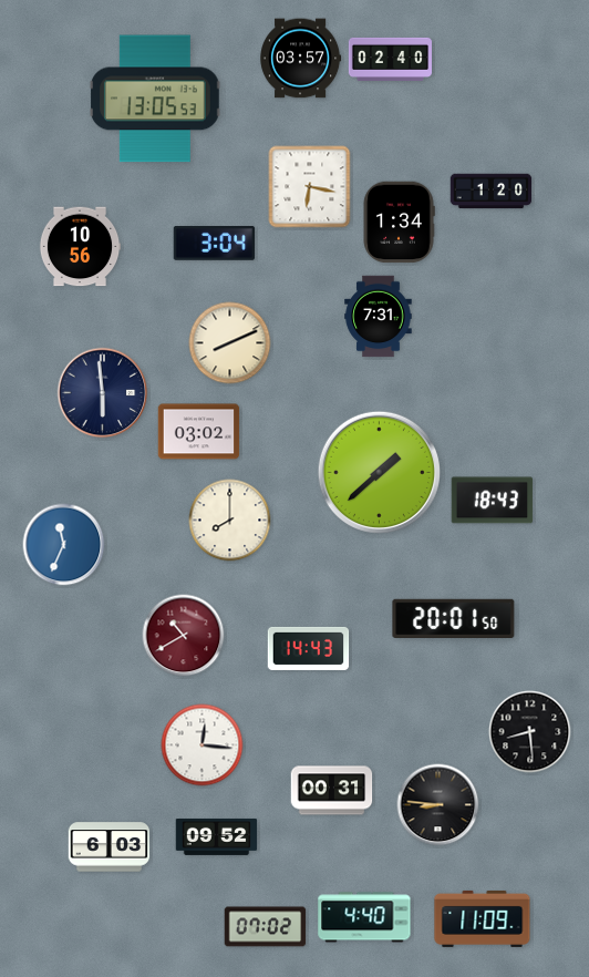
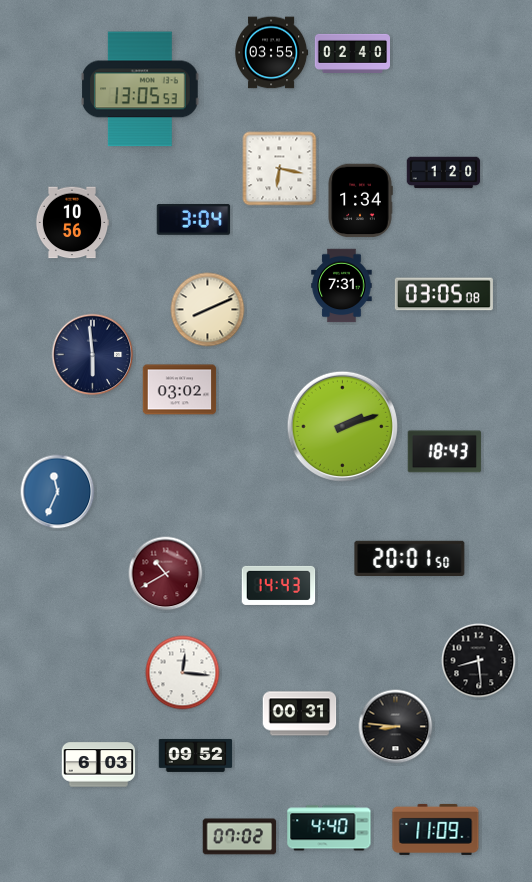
clock at (301, 59): 03:57 -> 03:55
clock at (444, 294): none -> 03:05
clock at (379, 472): 1:38 -> 2:12
clock at (230, 521): 8:00 -> none
